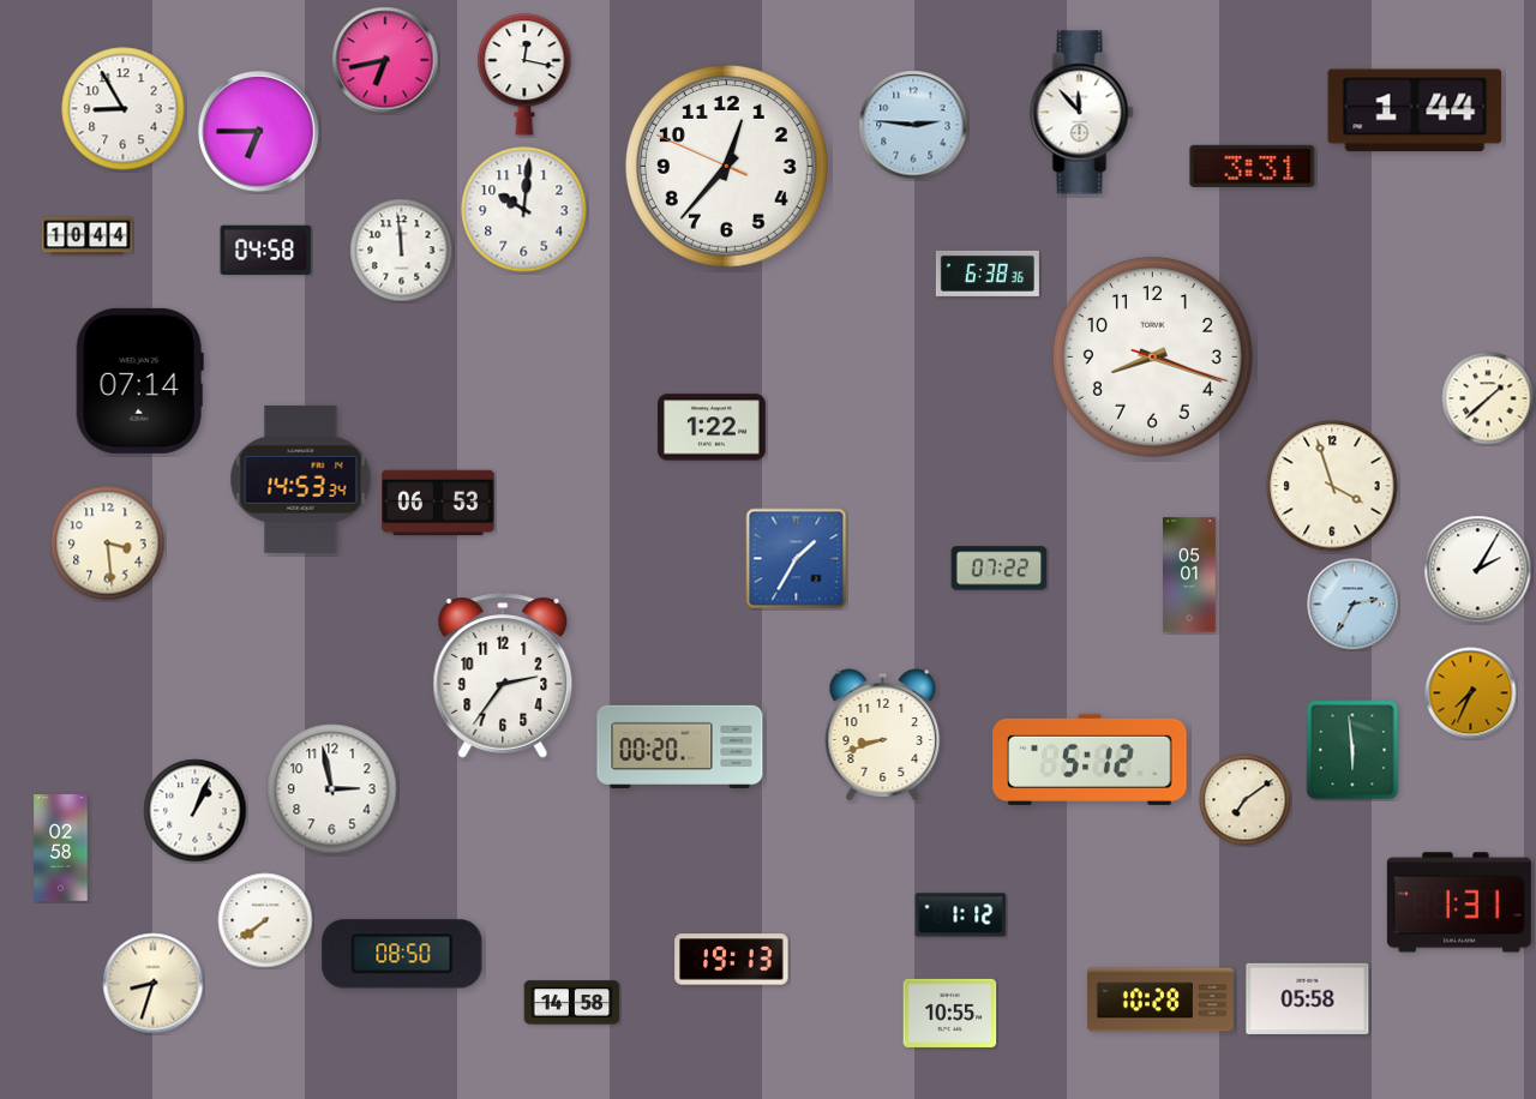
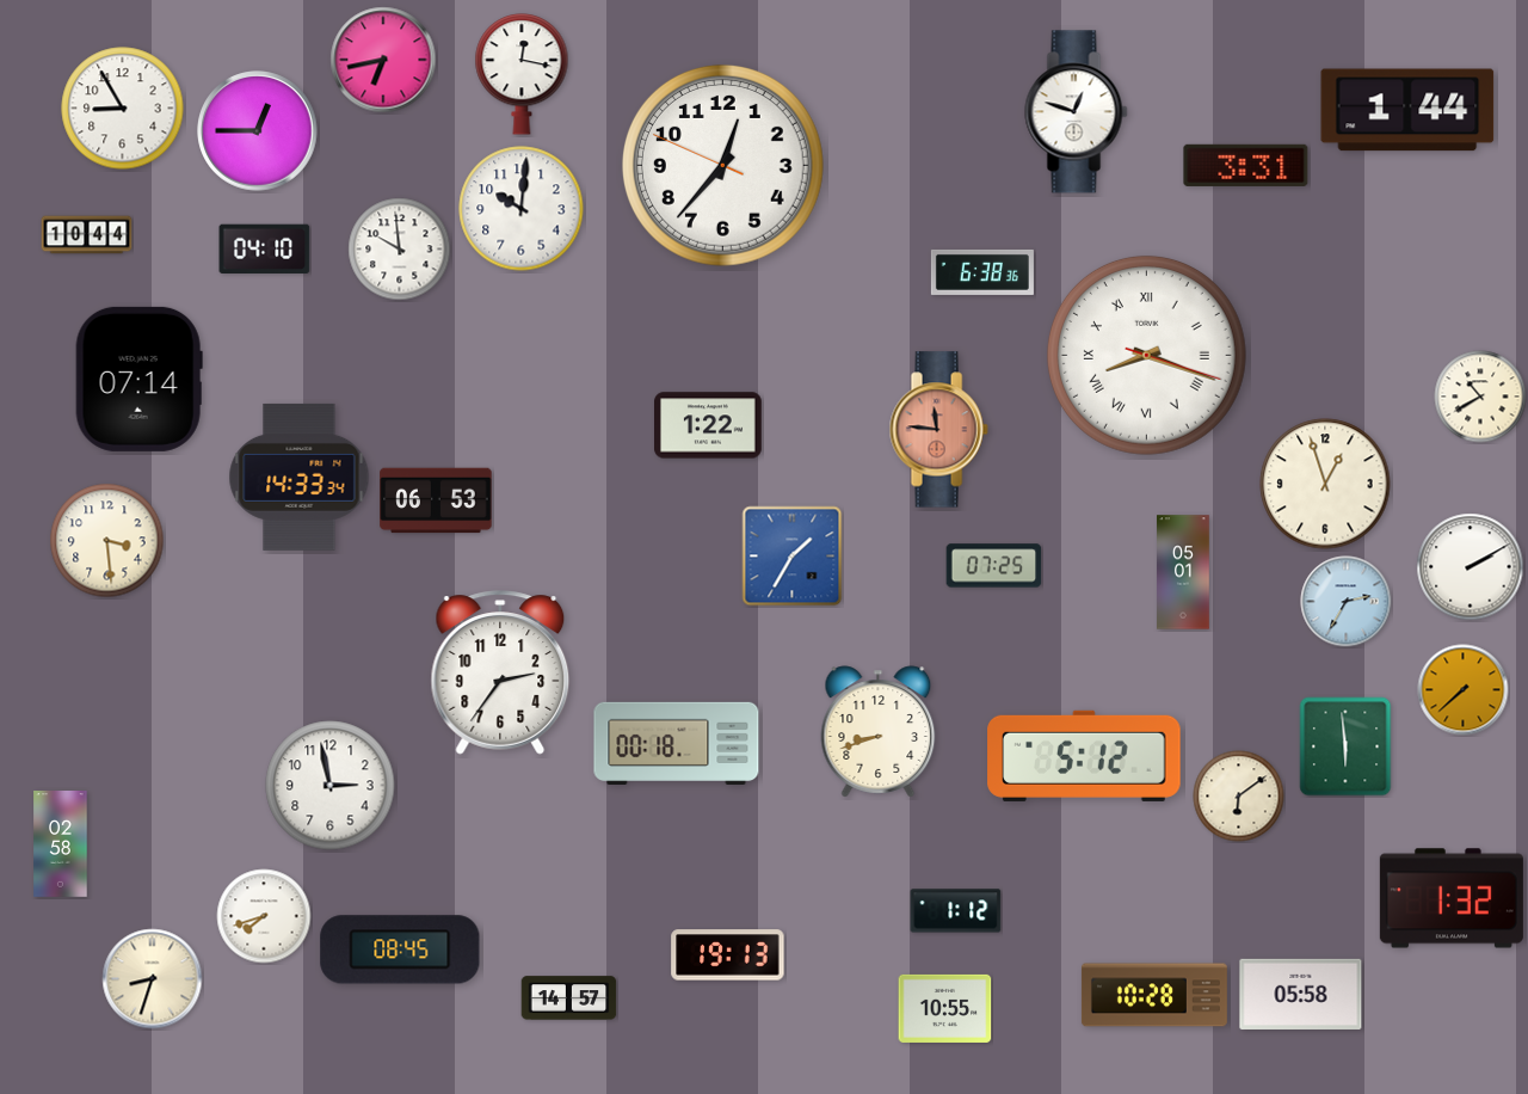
clock at (1082, 113): 11:53 -> 12:48
clock at (913, 125): 2:46 -> none
clock at (259, 132): 6:45 -> 12:45
clock at (266, 250): 04:58 -> 04:10
clock at (402, 251): 11:59 -> 9:59
clock at (1152, 356) numerals: Arabic -> Roman
clock at (1488, 398): 1:38 -> 10:40
clock at (938, 430): none -> 11:46
clock at (301, 479): 14:53 -> 14:33
clock at (1332, 486): 3:57 -> 12:57
clock at (1000, 569): 07:22 -> 07:25
clock at (1478, 570): 2:05 -> 2:10
clock at (1471, 693): 7:34 -> 7:38
clock at (680, 746): 00:20 -> 00:18
clock at (1246, 800): 7:09 -> 6:09
clock at (196, 811): 1:04 -> none
clock at (1459, 902): 1:31 -> 1:32
clock at (265, 920): 7:39 -> 7:42
clock at (402, 954): 08:50 -> 08:45
clock at (572, 1003): 14:58 -> 14:57
